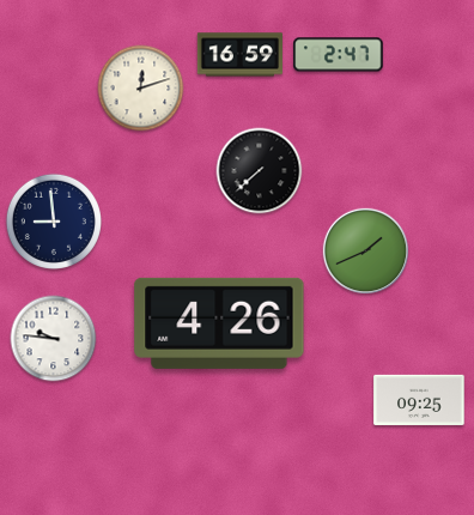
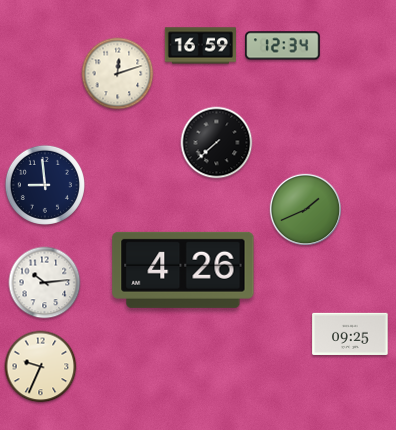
clock at (339, 55): 2:47 -> 12:34
clock at (54, 339): 9:46 -> 10:14
clock at (41, 367): none -> 9:34
